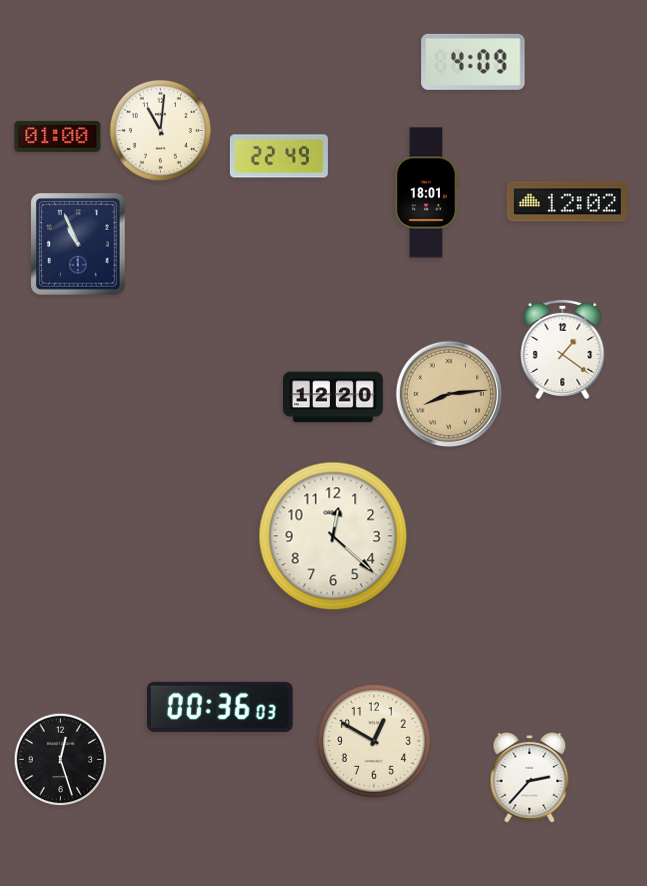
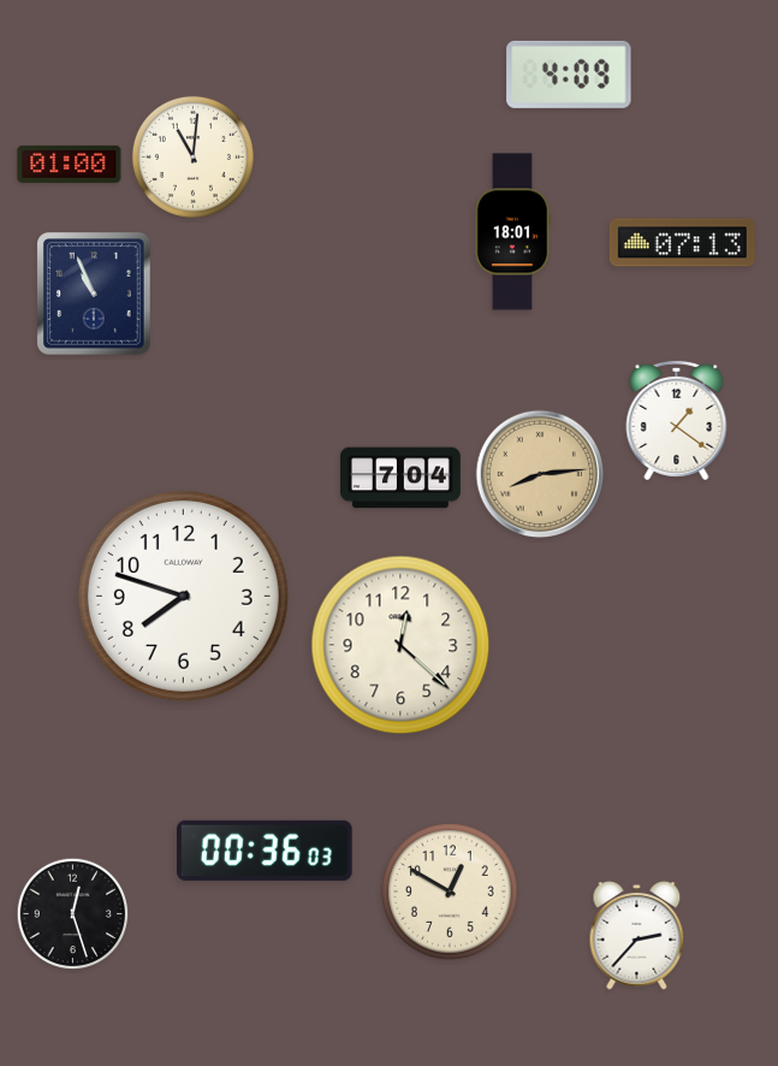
clock at (279, 156): 22:49 -> none
clock at (567, 202): 12:02 -> 07:13
clock at (334, 397): 12:20 -> 7:04
clock at (183, 596): none -> 7:48
